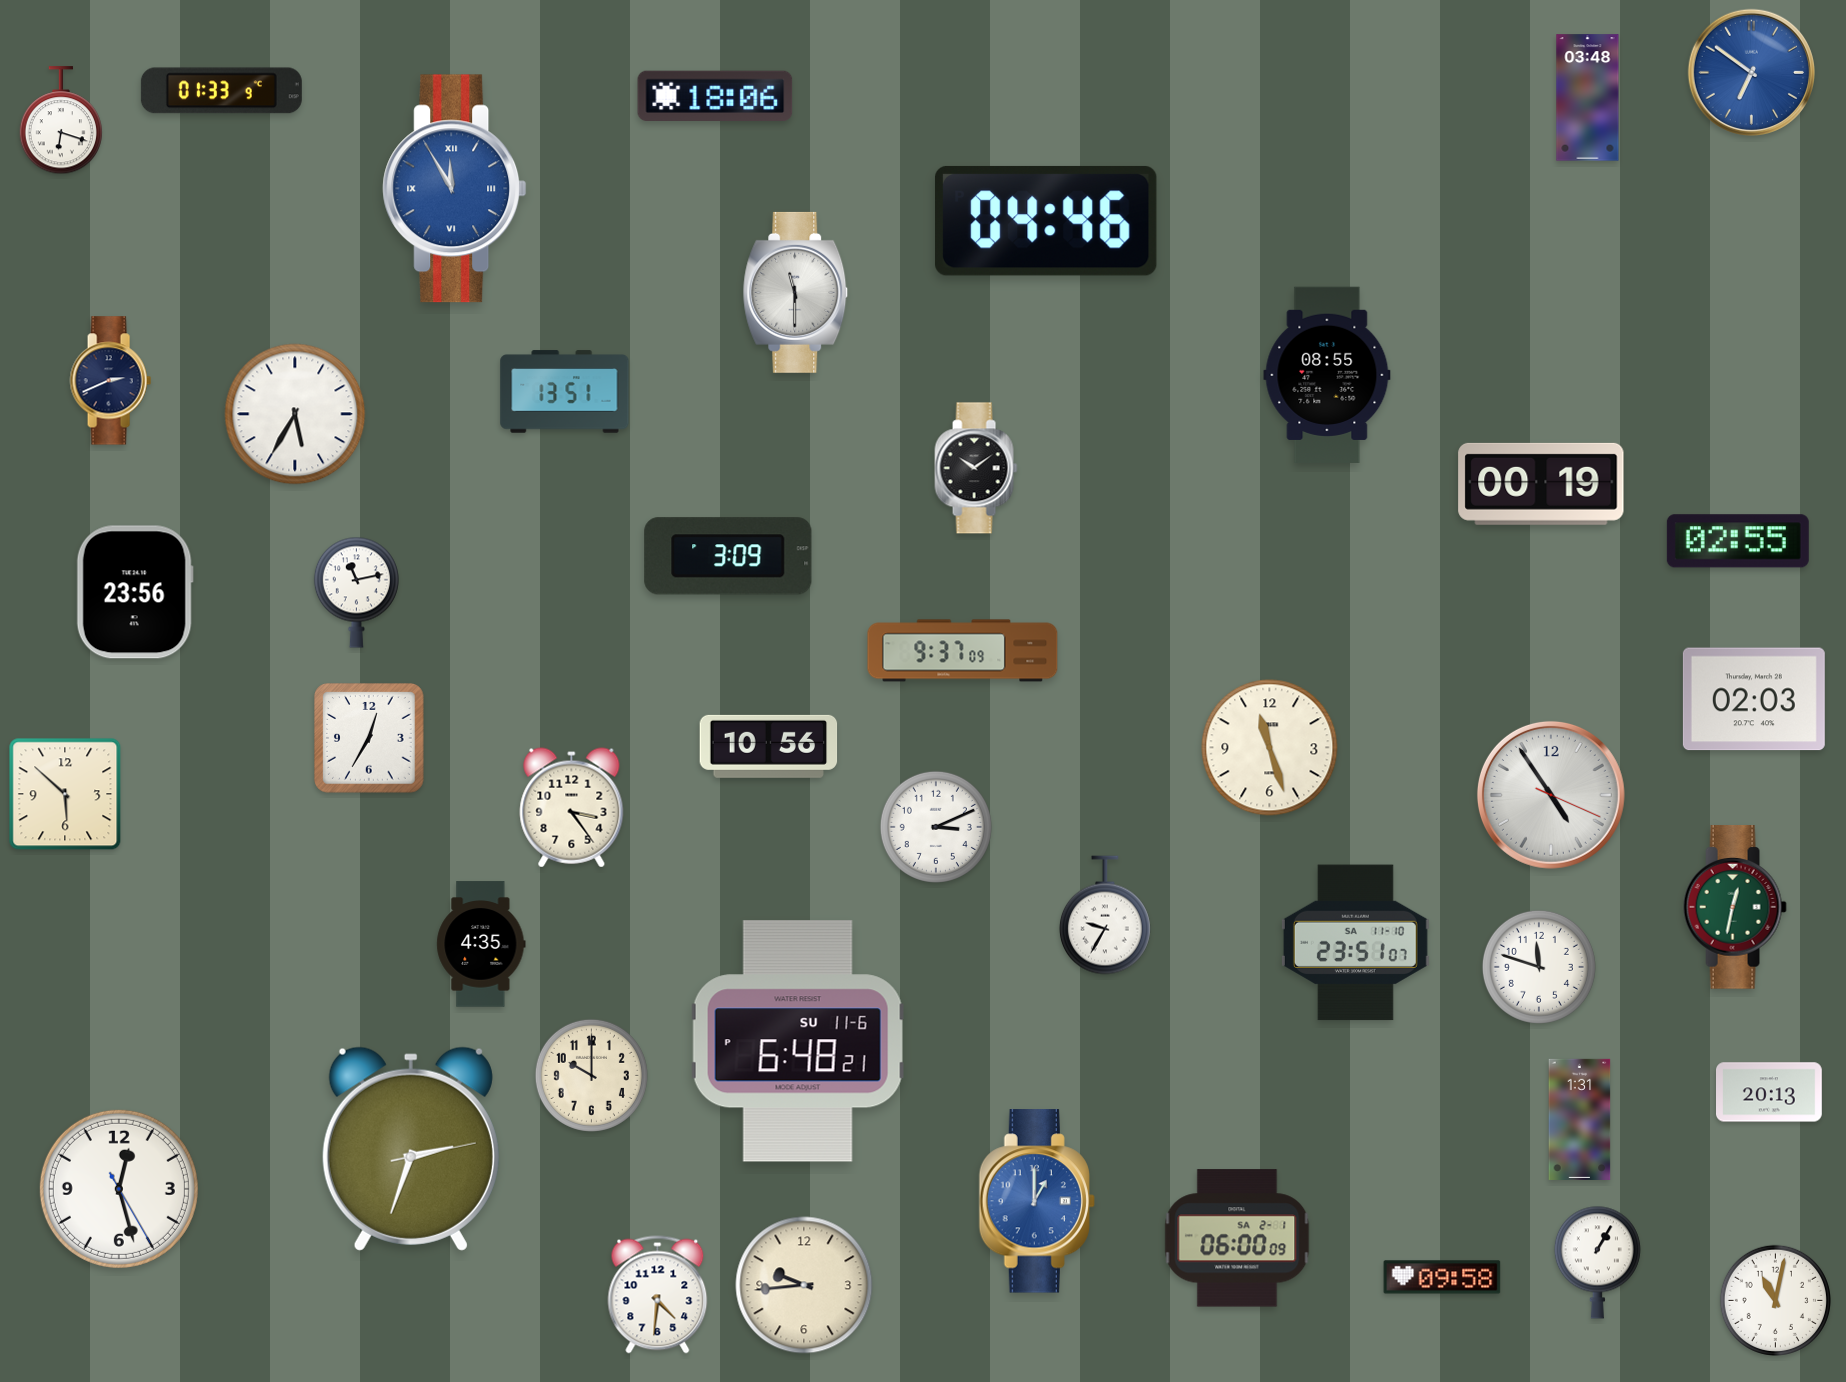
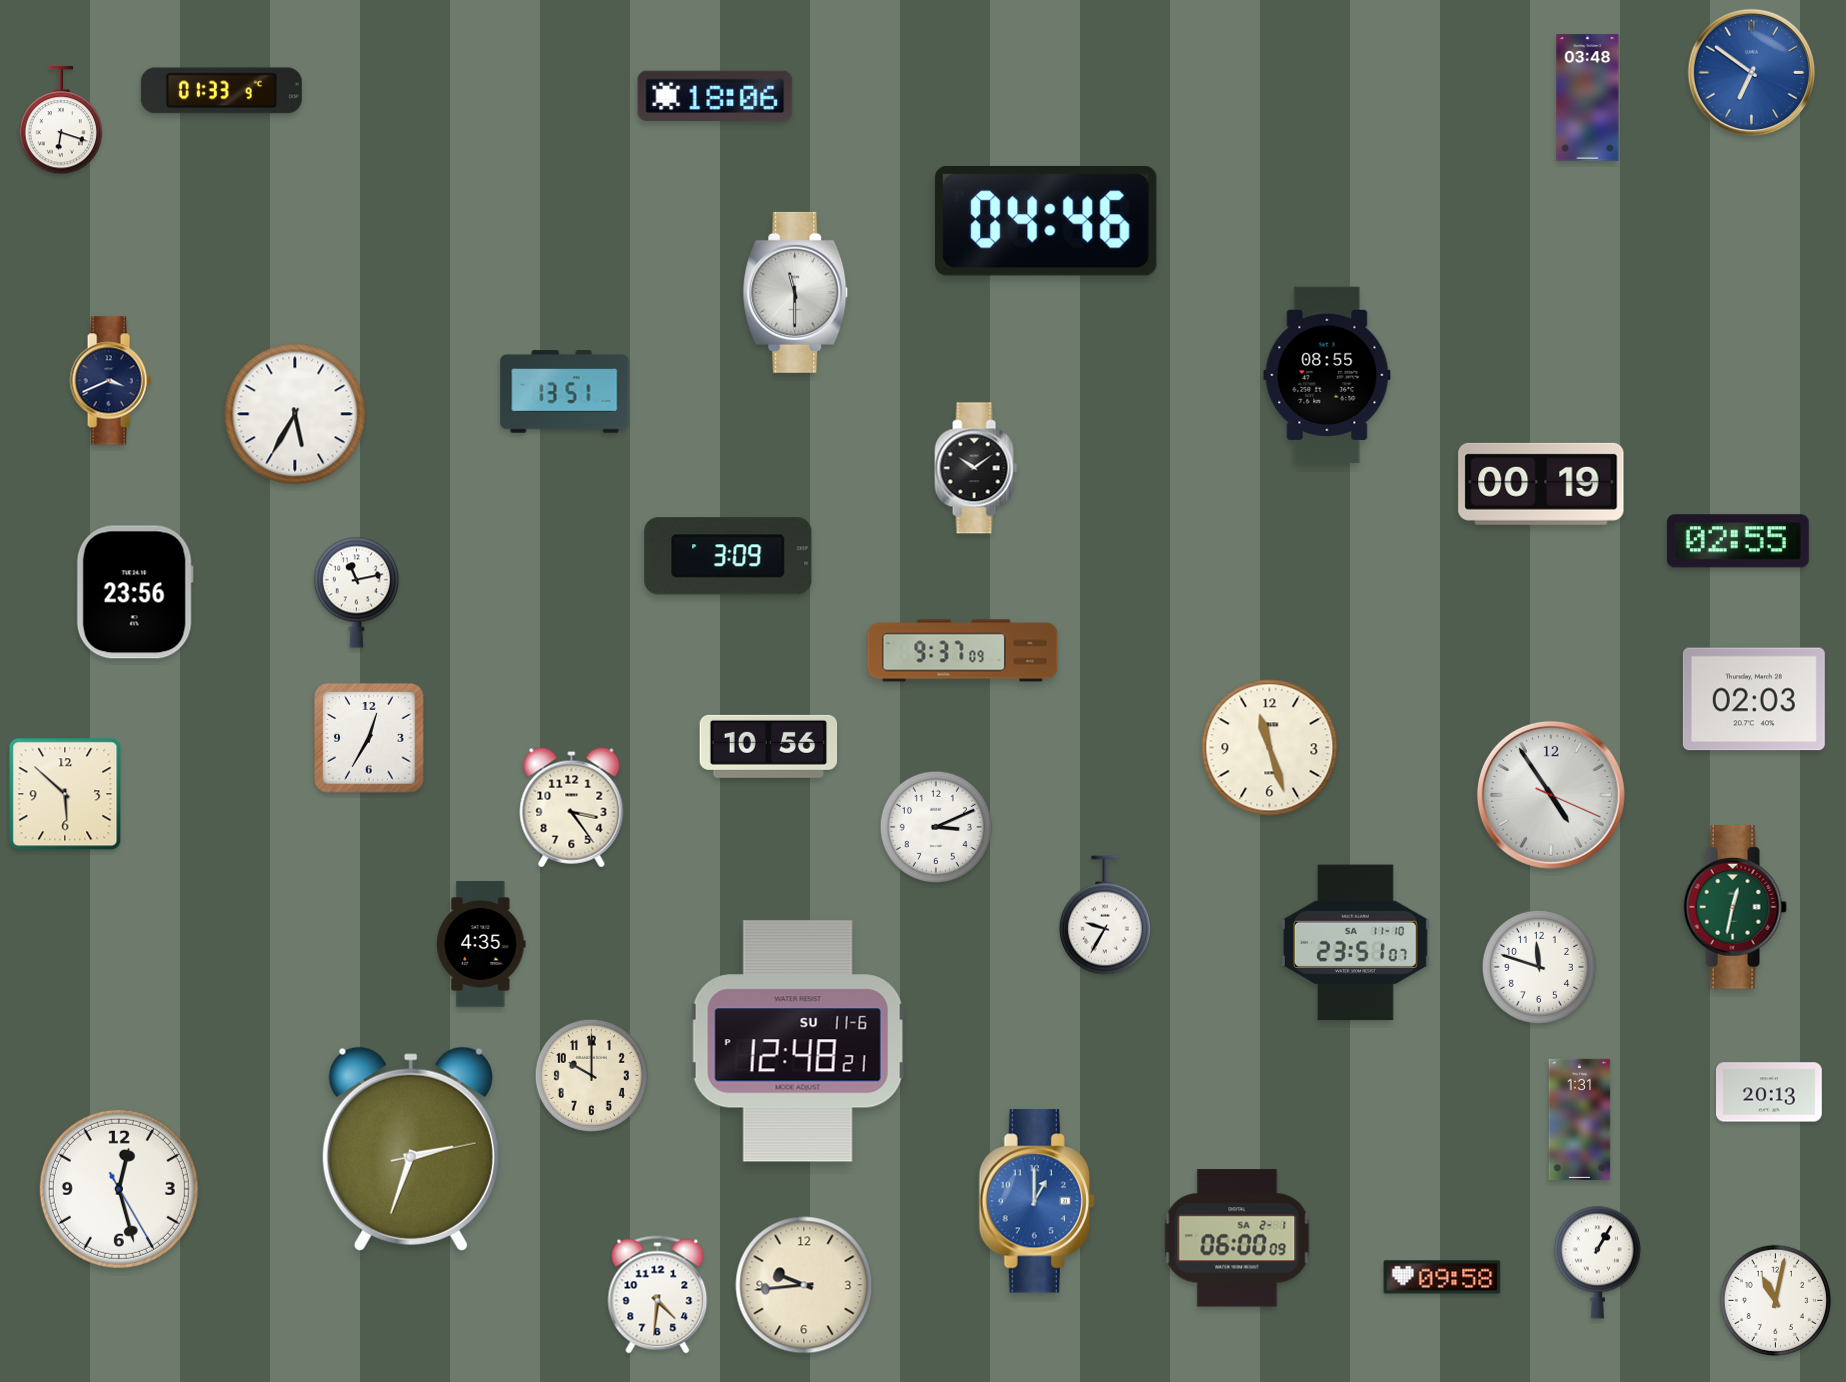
clock at (455, 189): 11:55 -> none
clock at (110, 381): 2:41 -> 3:41
clock at (798, 1041): 6:48 -> 12:48
